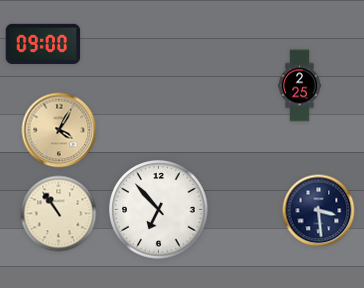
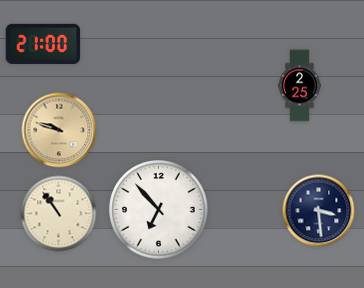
clock at (43, 44): 09:00 -> 21:00
clock at (59, 130): 4:05 -> 9:48
